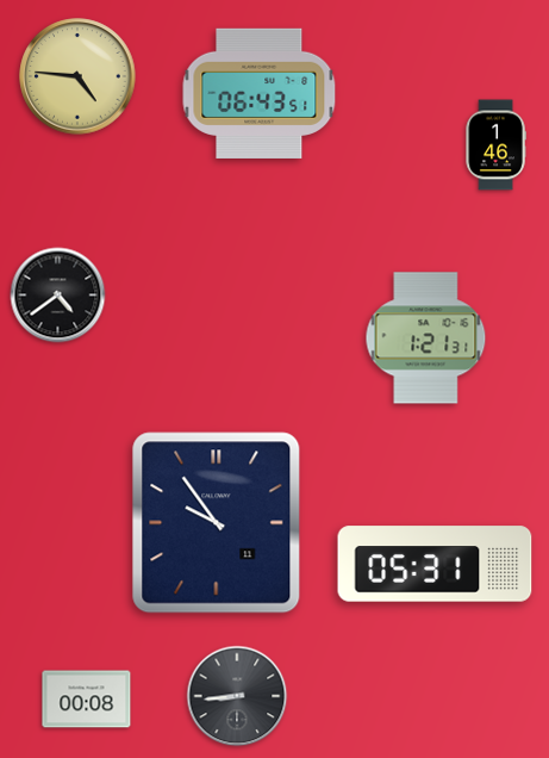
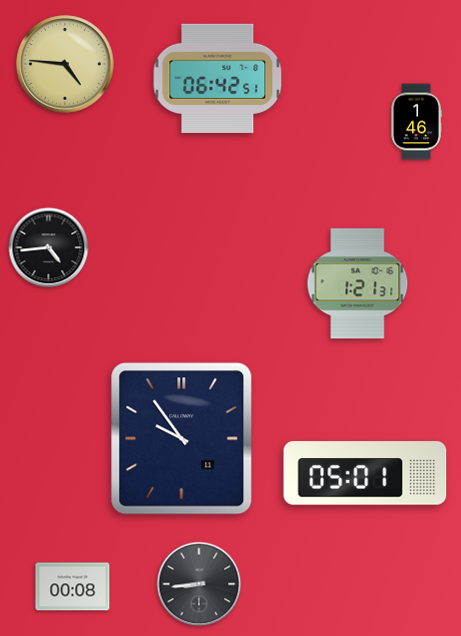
clock at (260, 93): 06:43 -> 06:42
clock at (58, 296): 4:39 -> 4:44
clock at (435, 564): 05:31 -> 05:01
